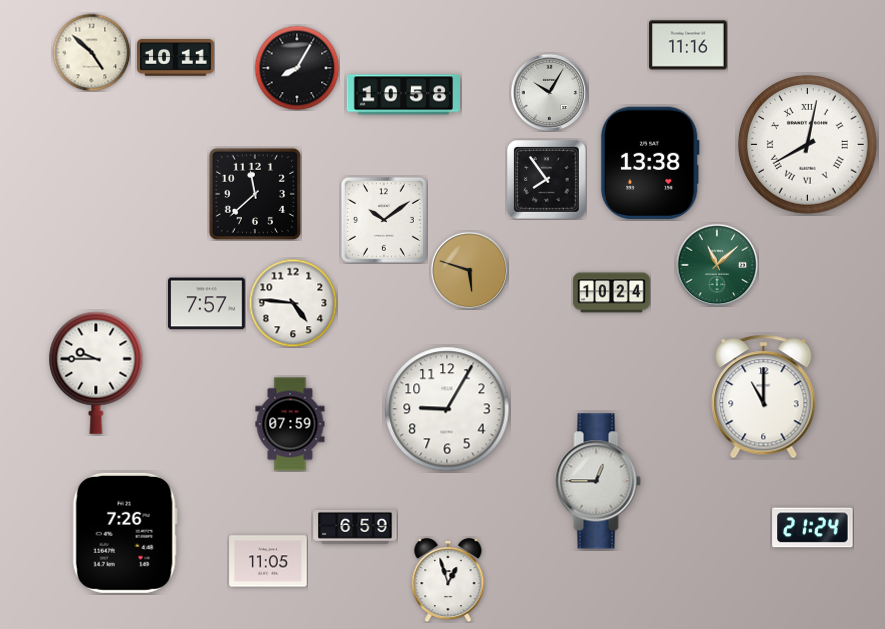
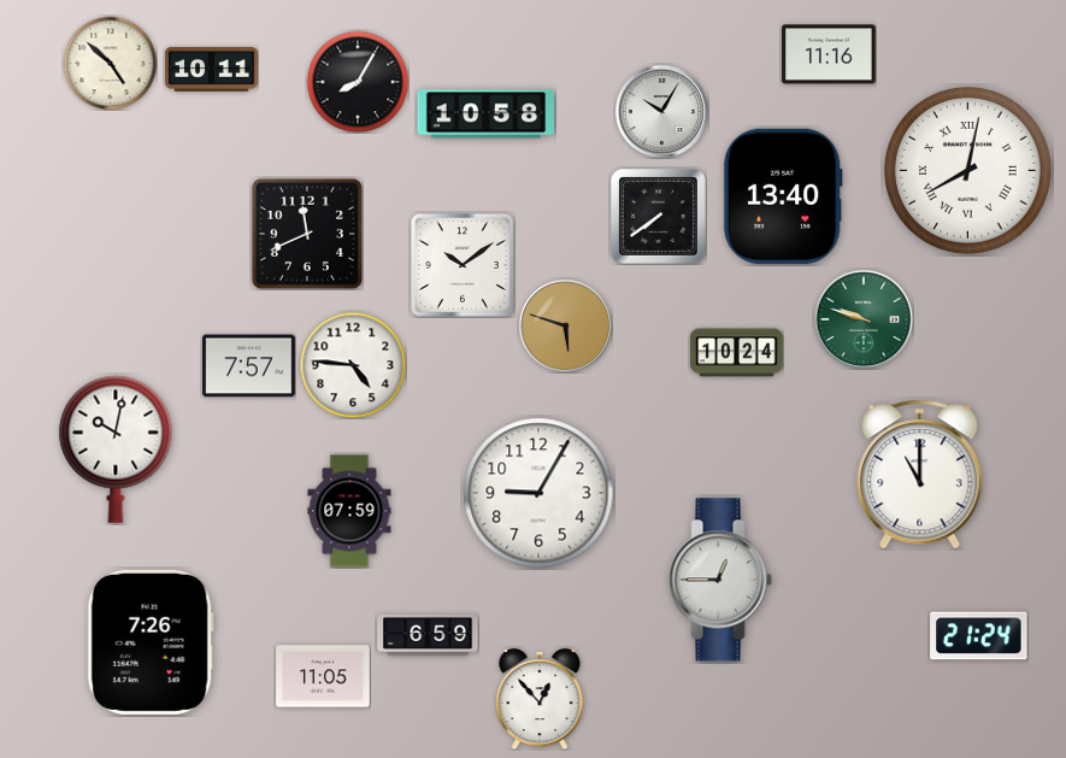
clock at (807, 144) position: (807, 144) -> (967, 170)
clock at (650, 163): 13:38 -> 13:40
clock at (547, 180): 7:54 -> 7:39
clock at (255, 194): 11:38 -> 11:41
clock at (717, 265): 11:08 -> 9:48
clock at (96, 373): 9:45 -> 10:02
clock at (764, 397) position: (764, 397) -> (920, 475)
clock at (448, 580): 12:57 -> 12:53
